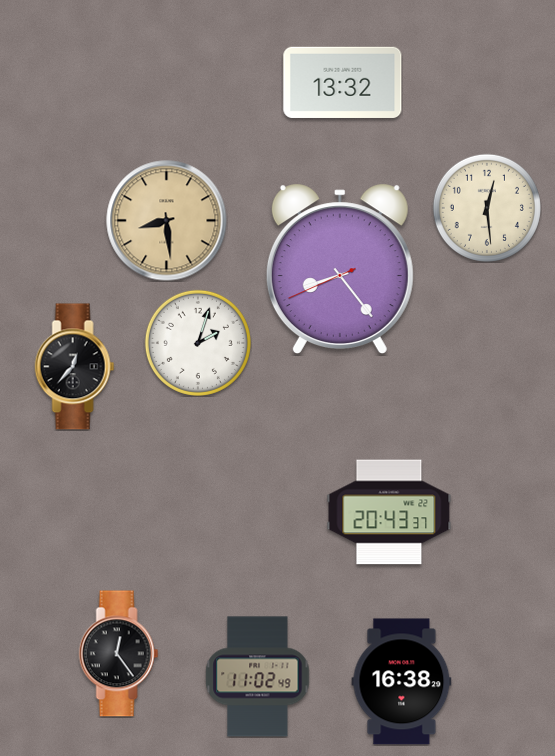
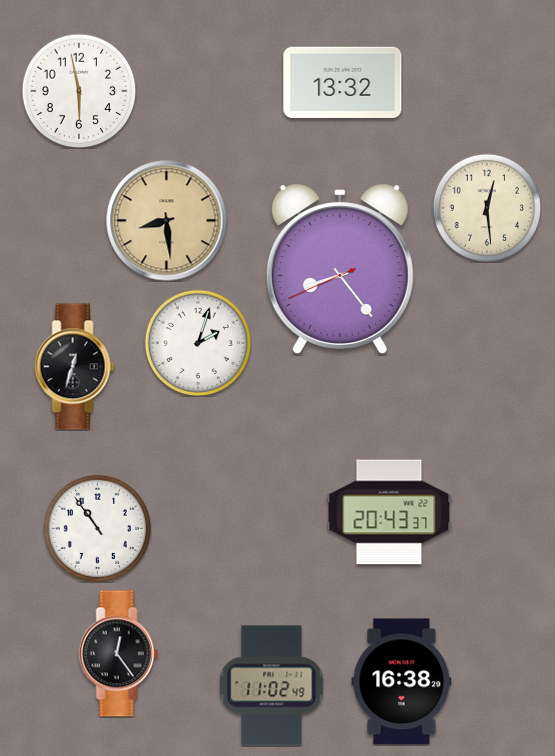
clock at (79, 91): none -> 5:58
clock at (75, 367): 12:37 -> 12:33
clock at (97, 528): none -> 10:54
clock at (258, 677) position: (258, 677) -> (272, 686)
